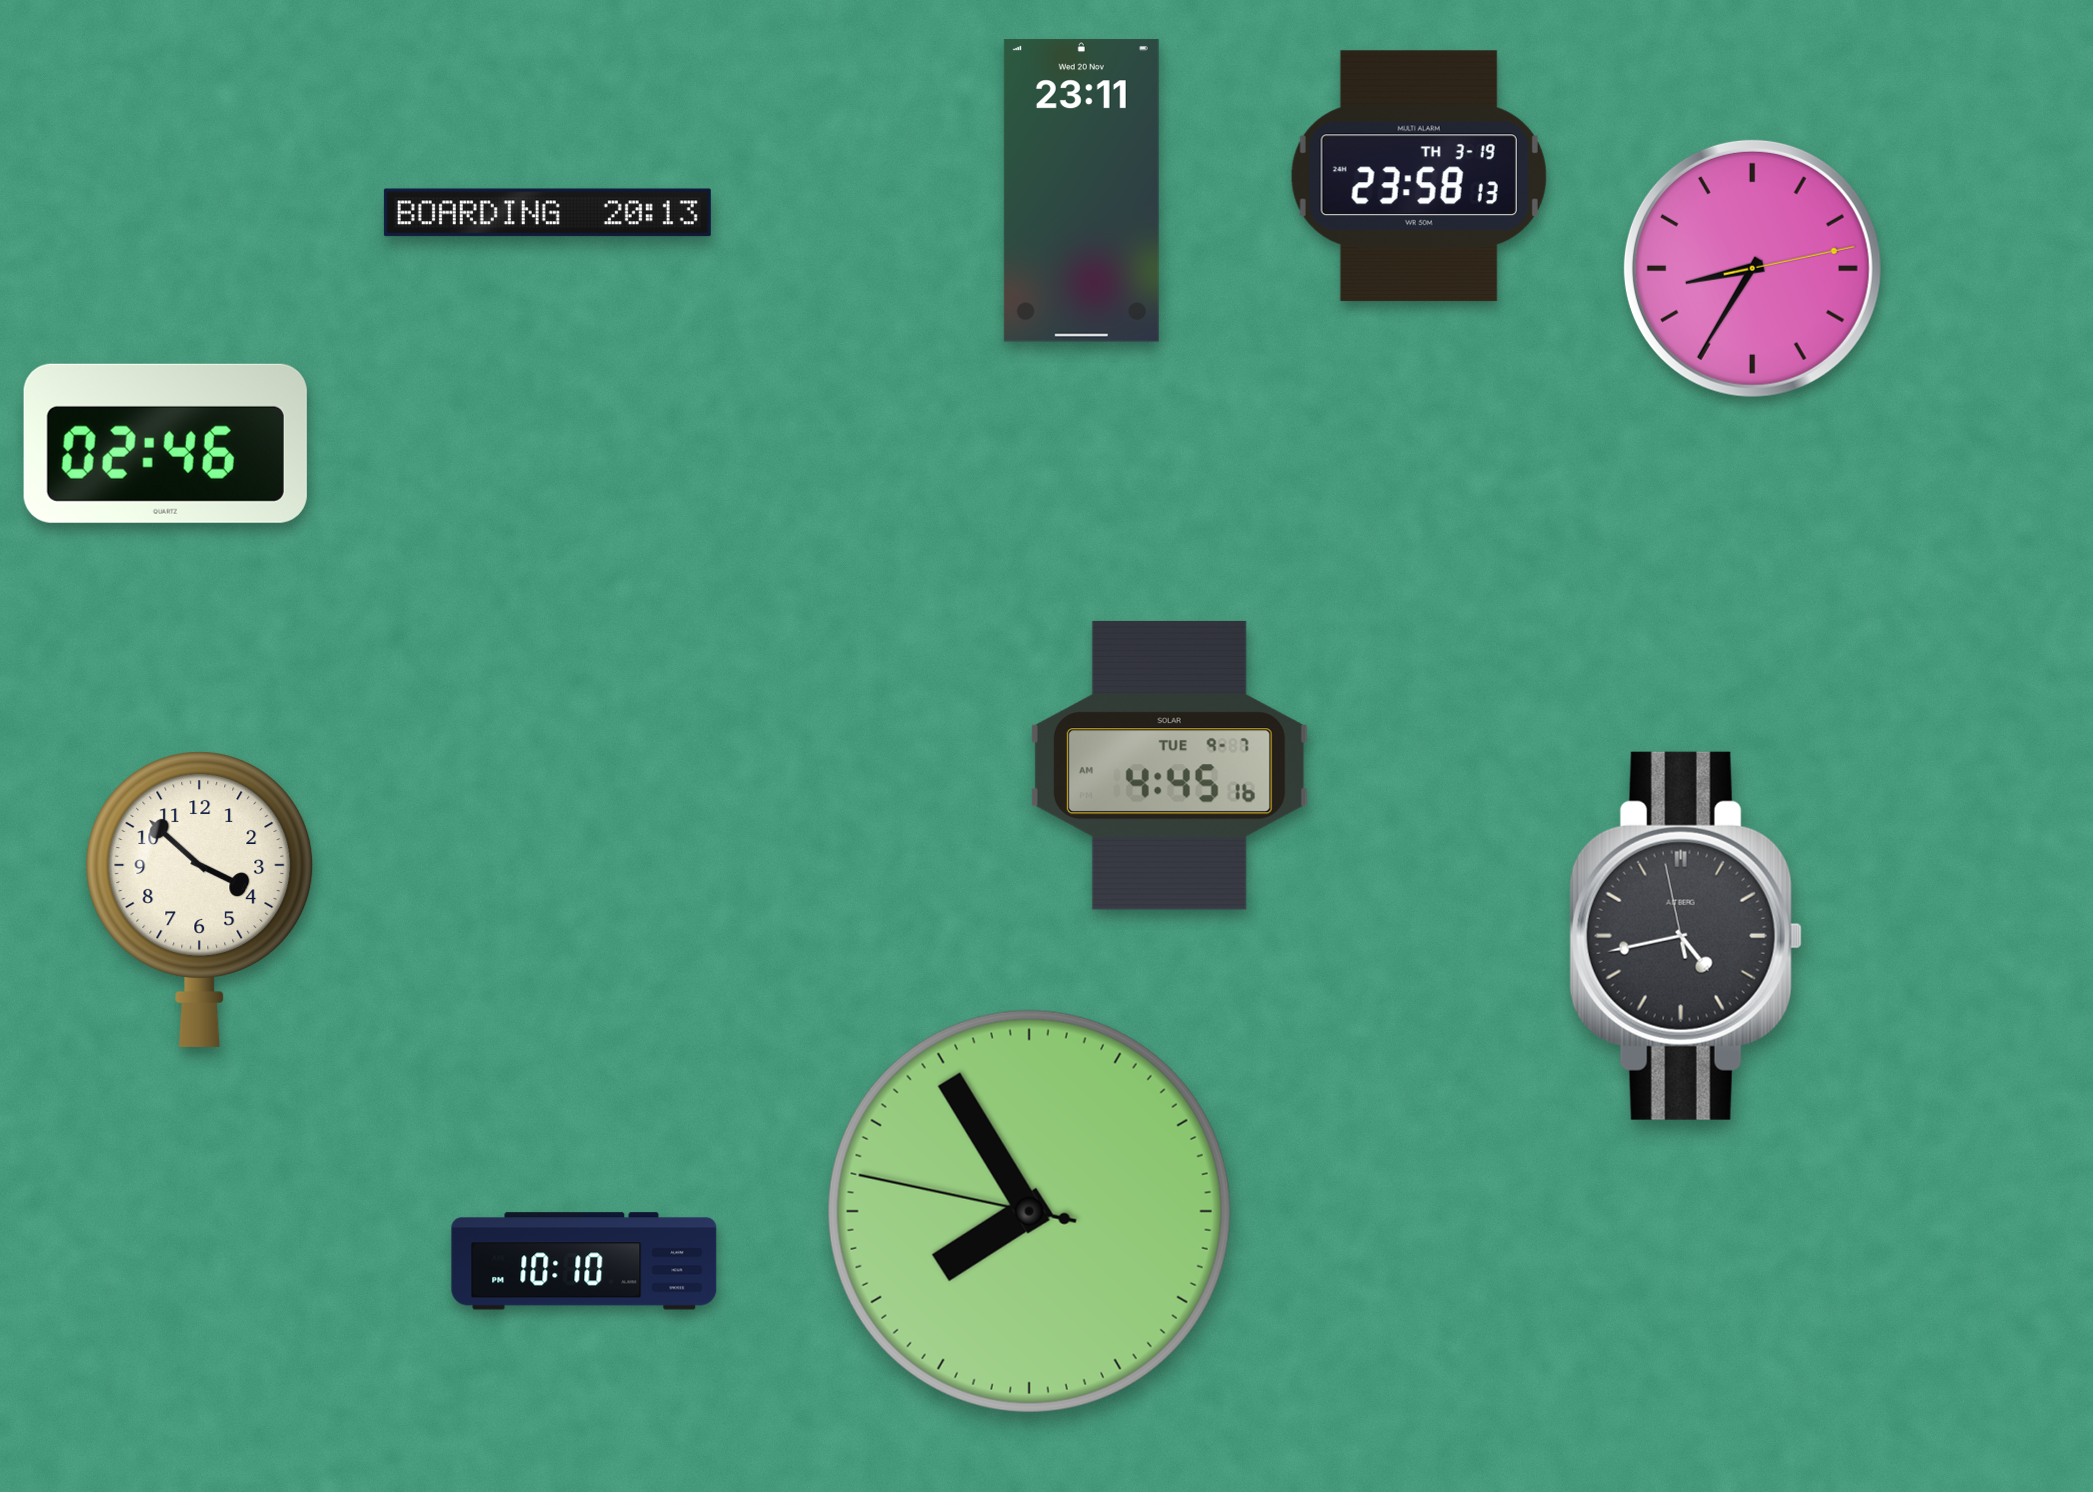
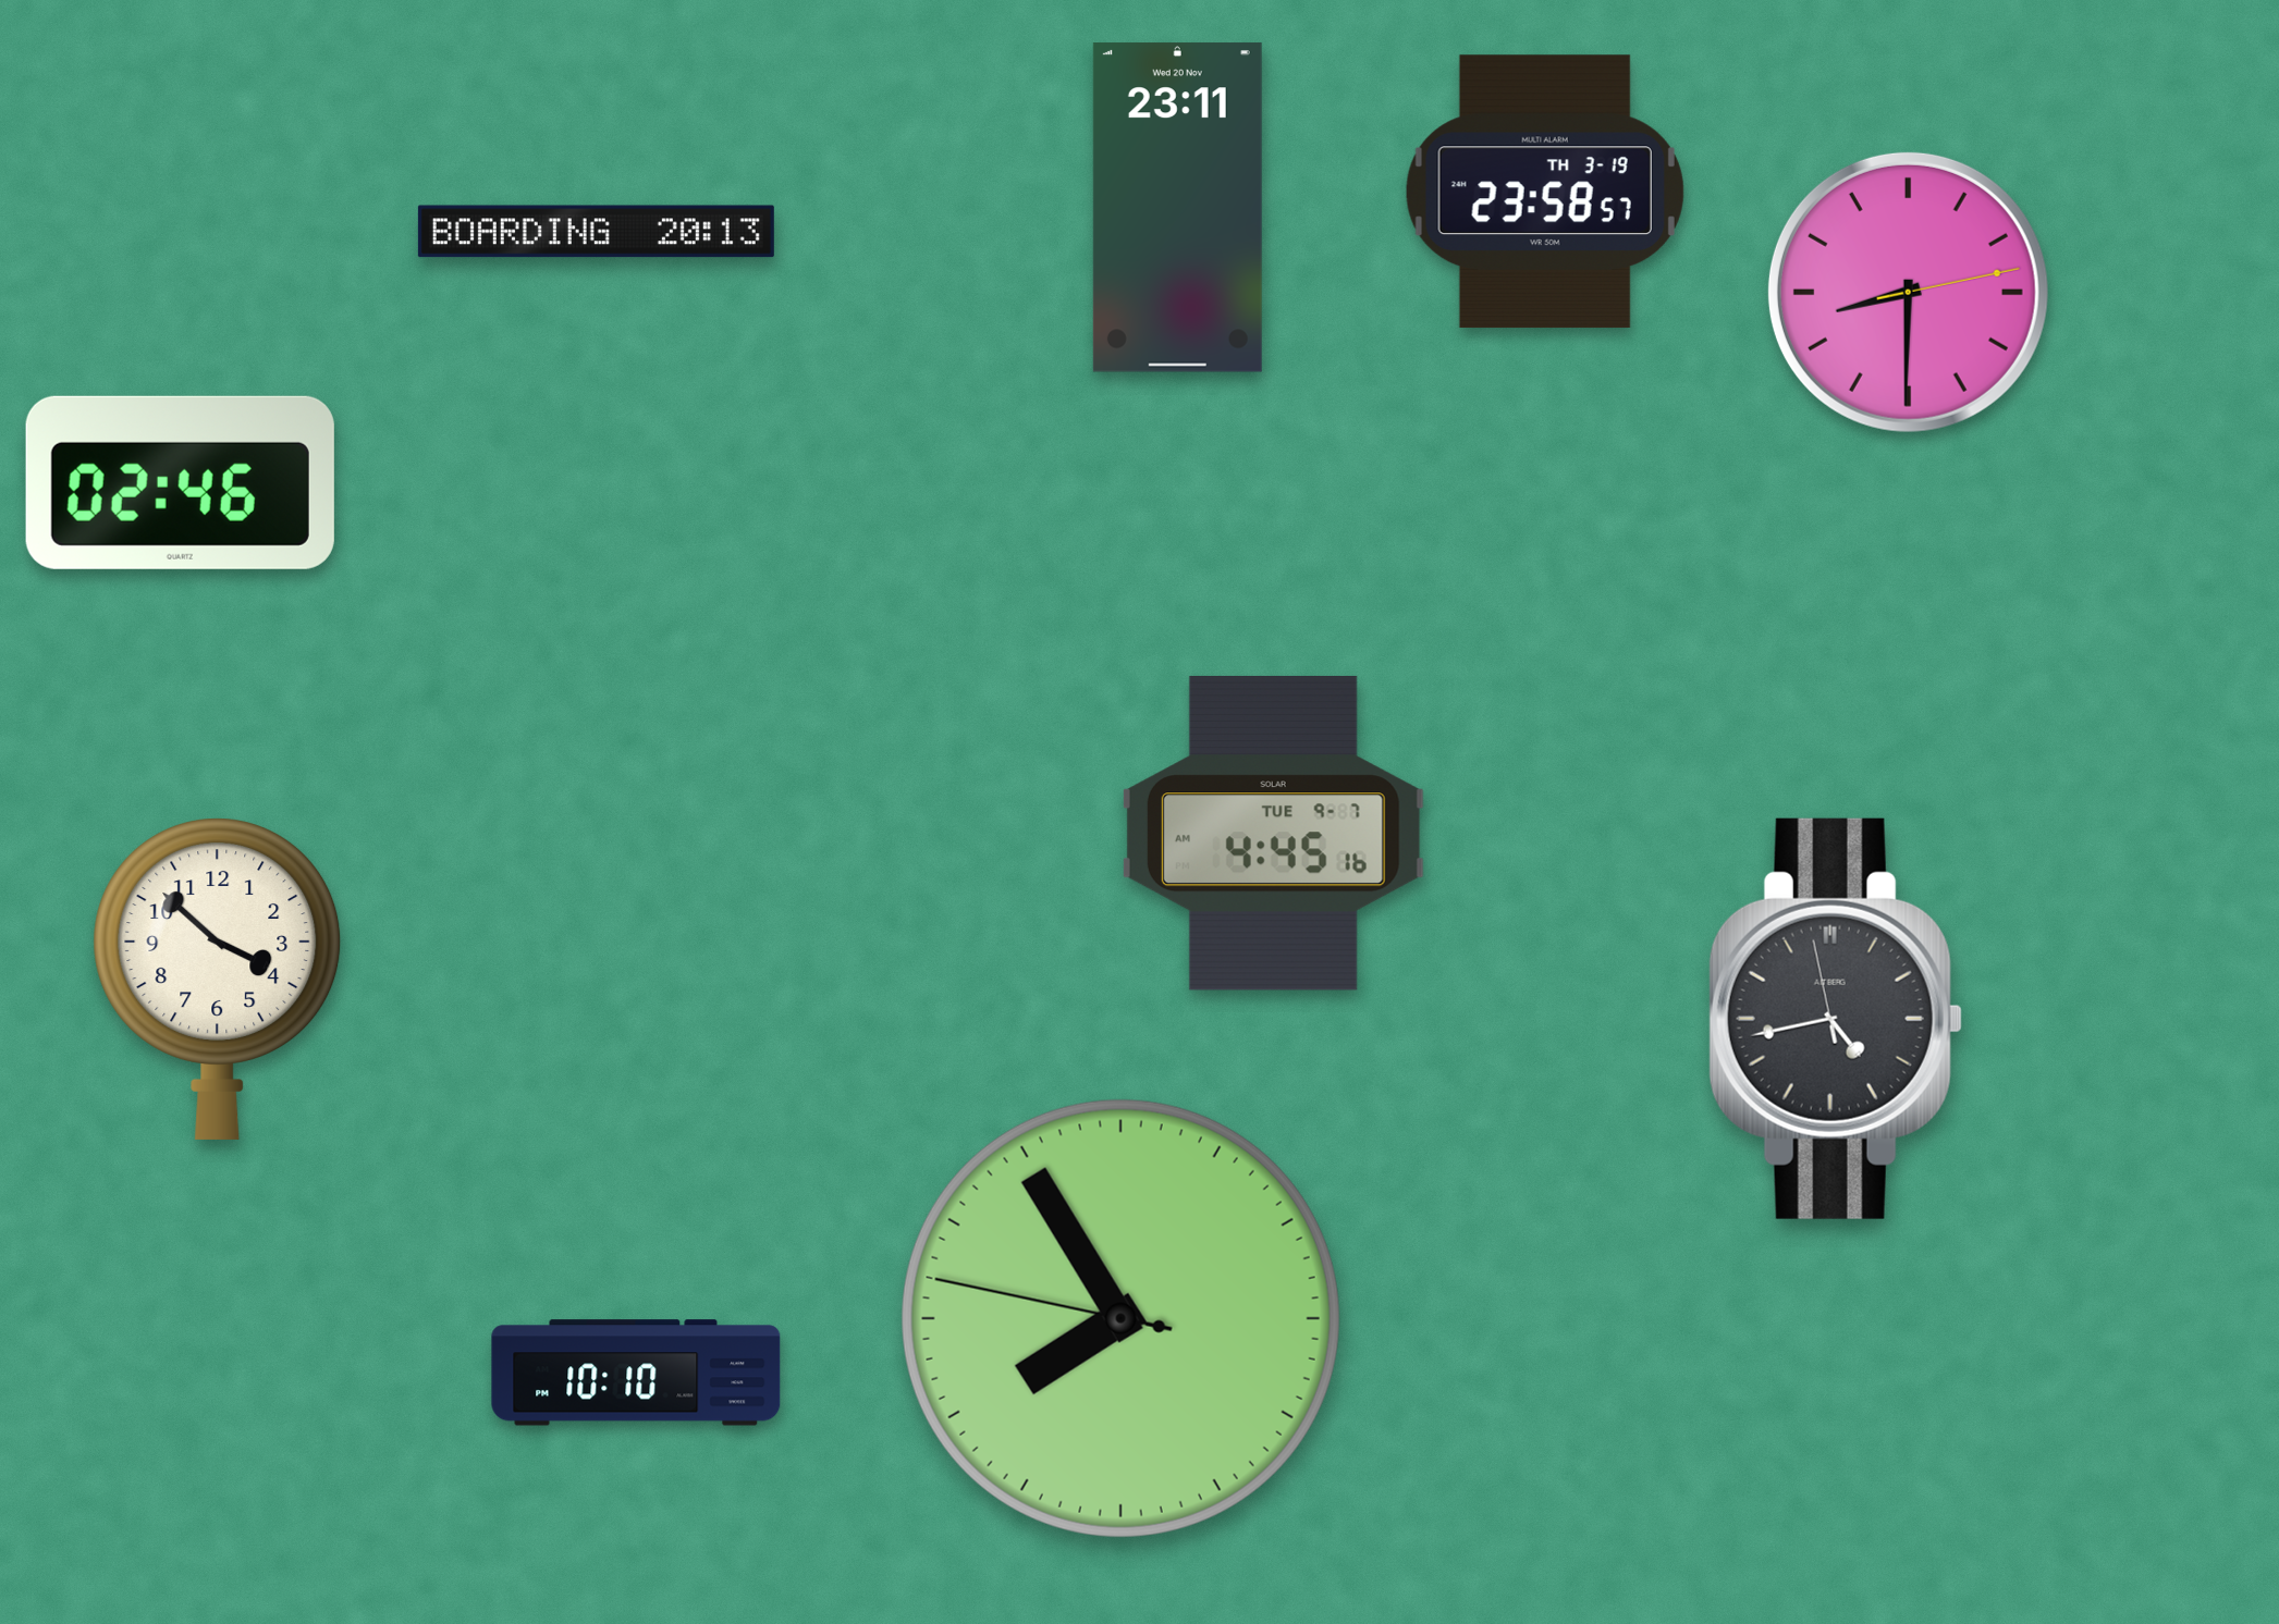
clock at (1419, 176): 23:58:13 -> 23:58:57
clock at (1752, 268): 8:35 -> 8:30
